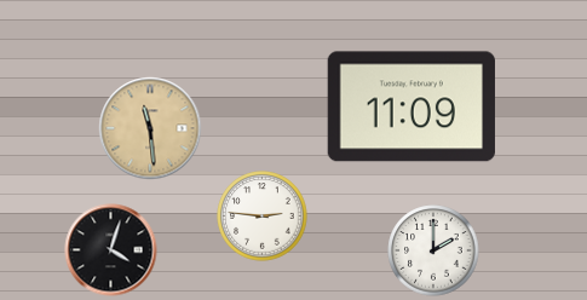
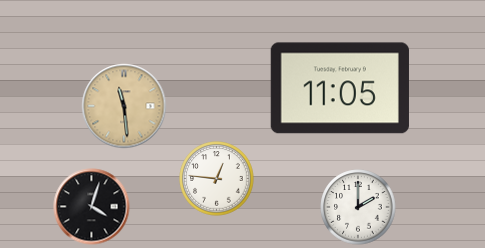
clock at (412, 106): 11:09 -> 11:05
clock at (263, 217): 2:46 -> 12:46
